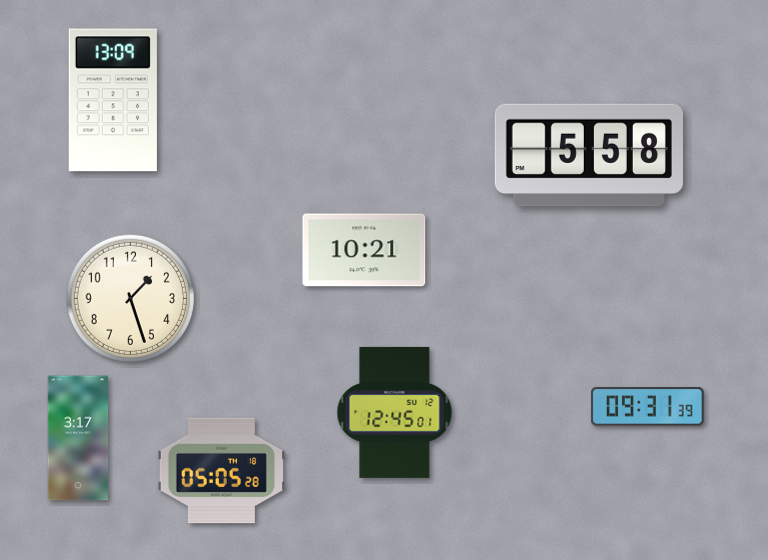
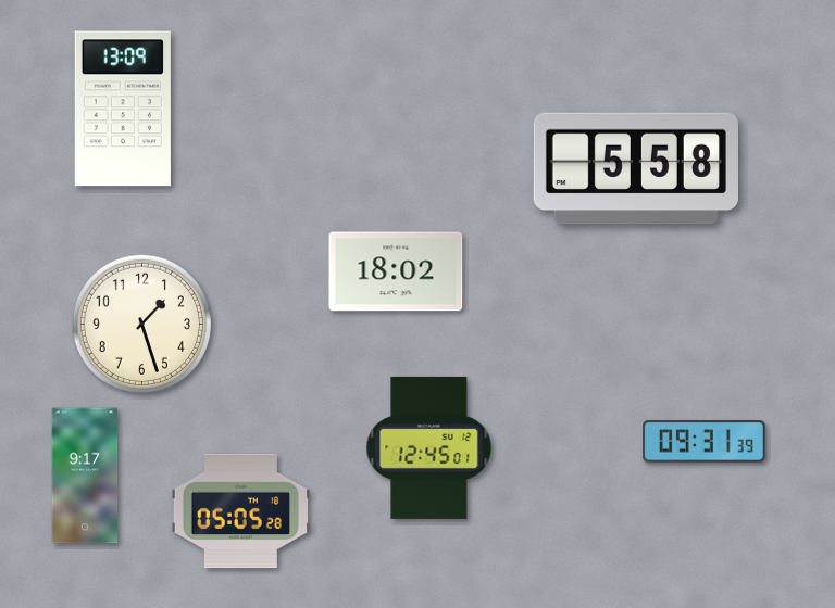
clock at (589, 155) position: (589, 155) -> (636, 168)
clock at (364, 250): 10:21 -> 18:02
clock at (78, 438): 3:17 -> 9:17
